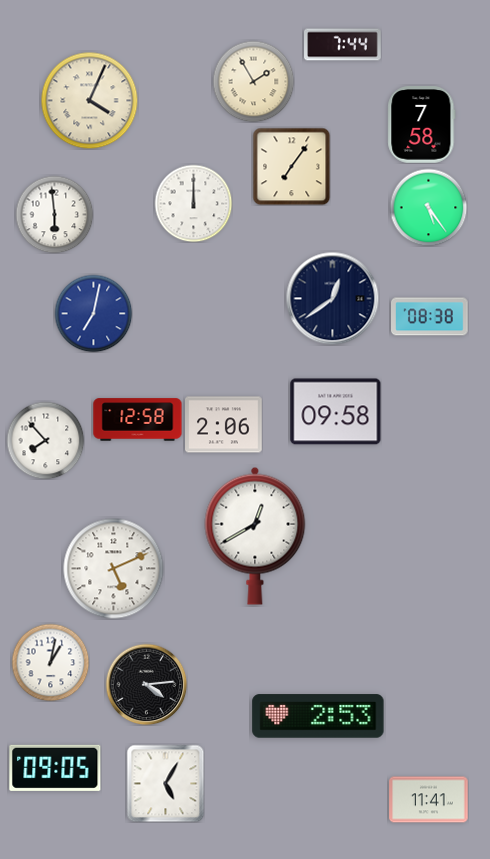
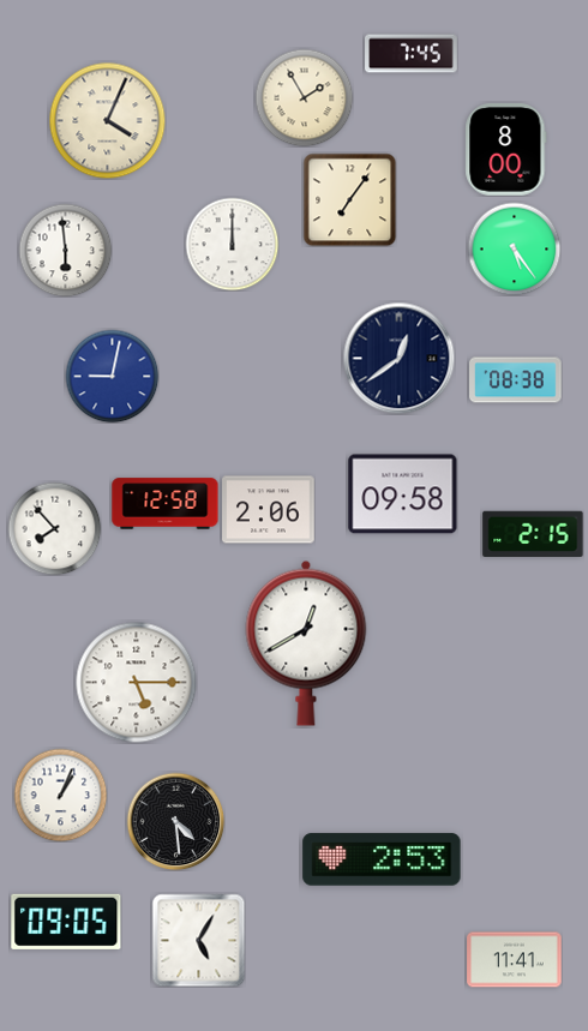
clock at (343, 45): 7:44 -> 7:45
clock at (422, 125): 7:58 -> 8:00
clock at (54, 214) position: (54, 214) -> (65, 250)
clock at (93, 313): 7:02 -> 9:02
clock at (533, 533): none -> 2:15
clock at (114, 569): 5:11 -> 5:15
clock at (50, 662): 1:02 -> 1:04
clock at (146, 684): 4:14 -> 4:29
